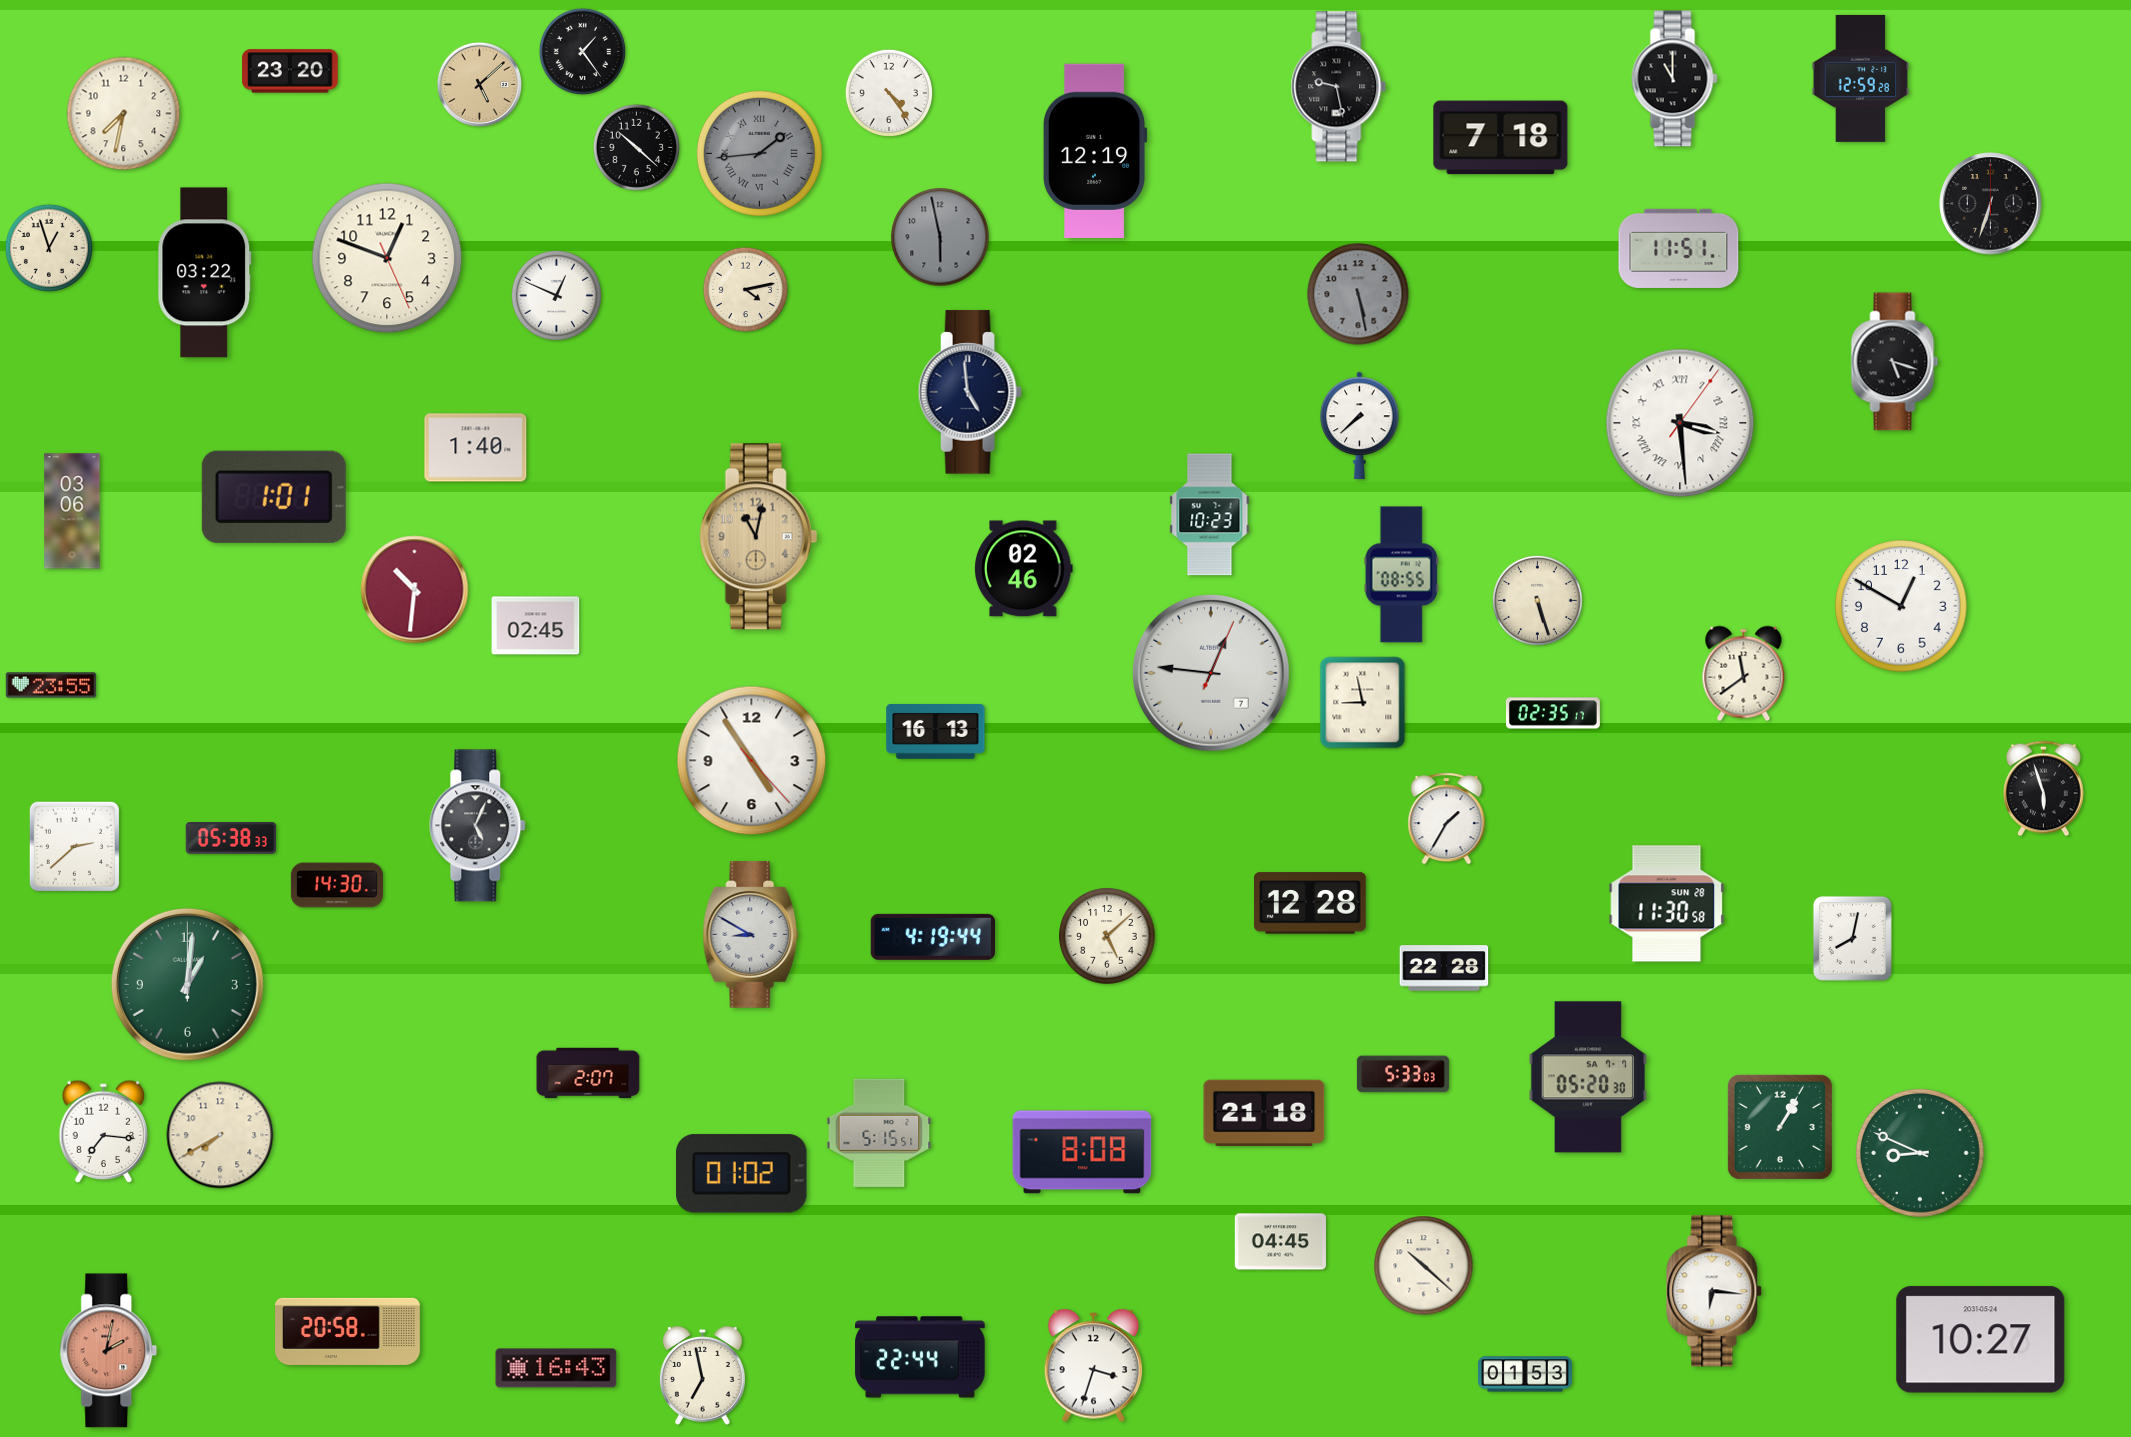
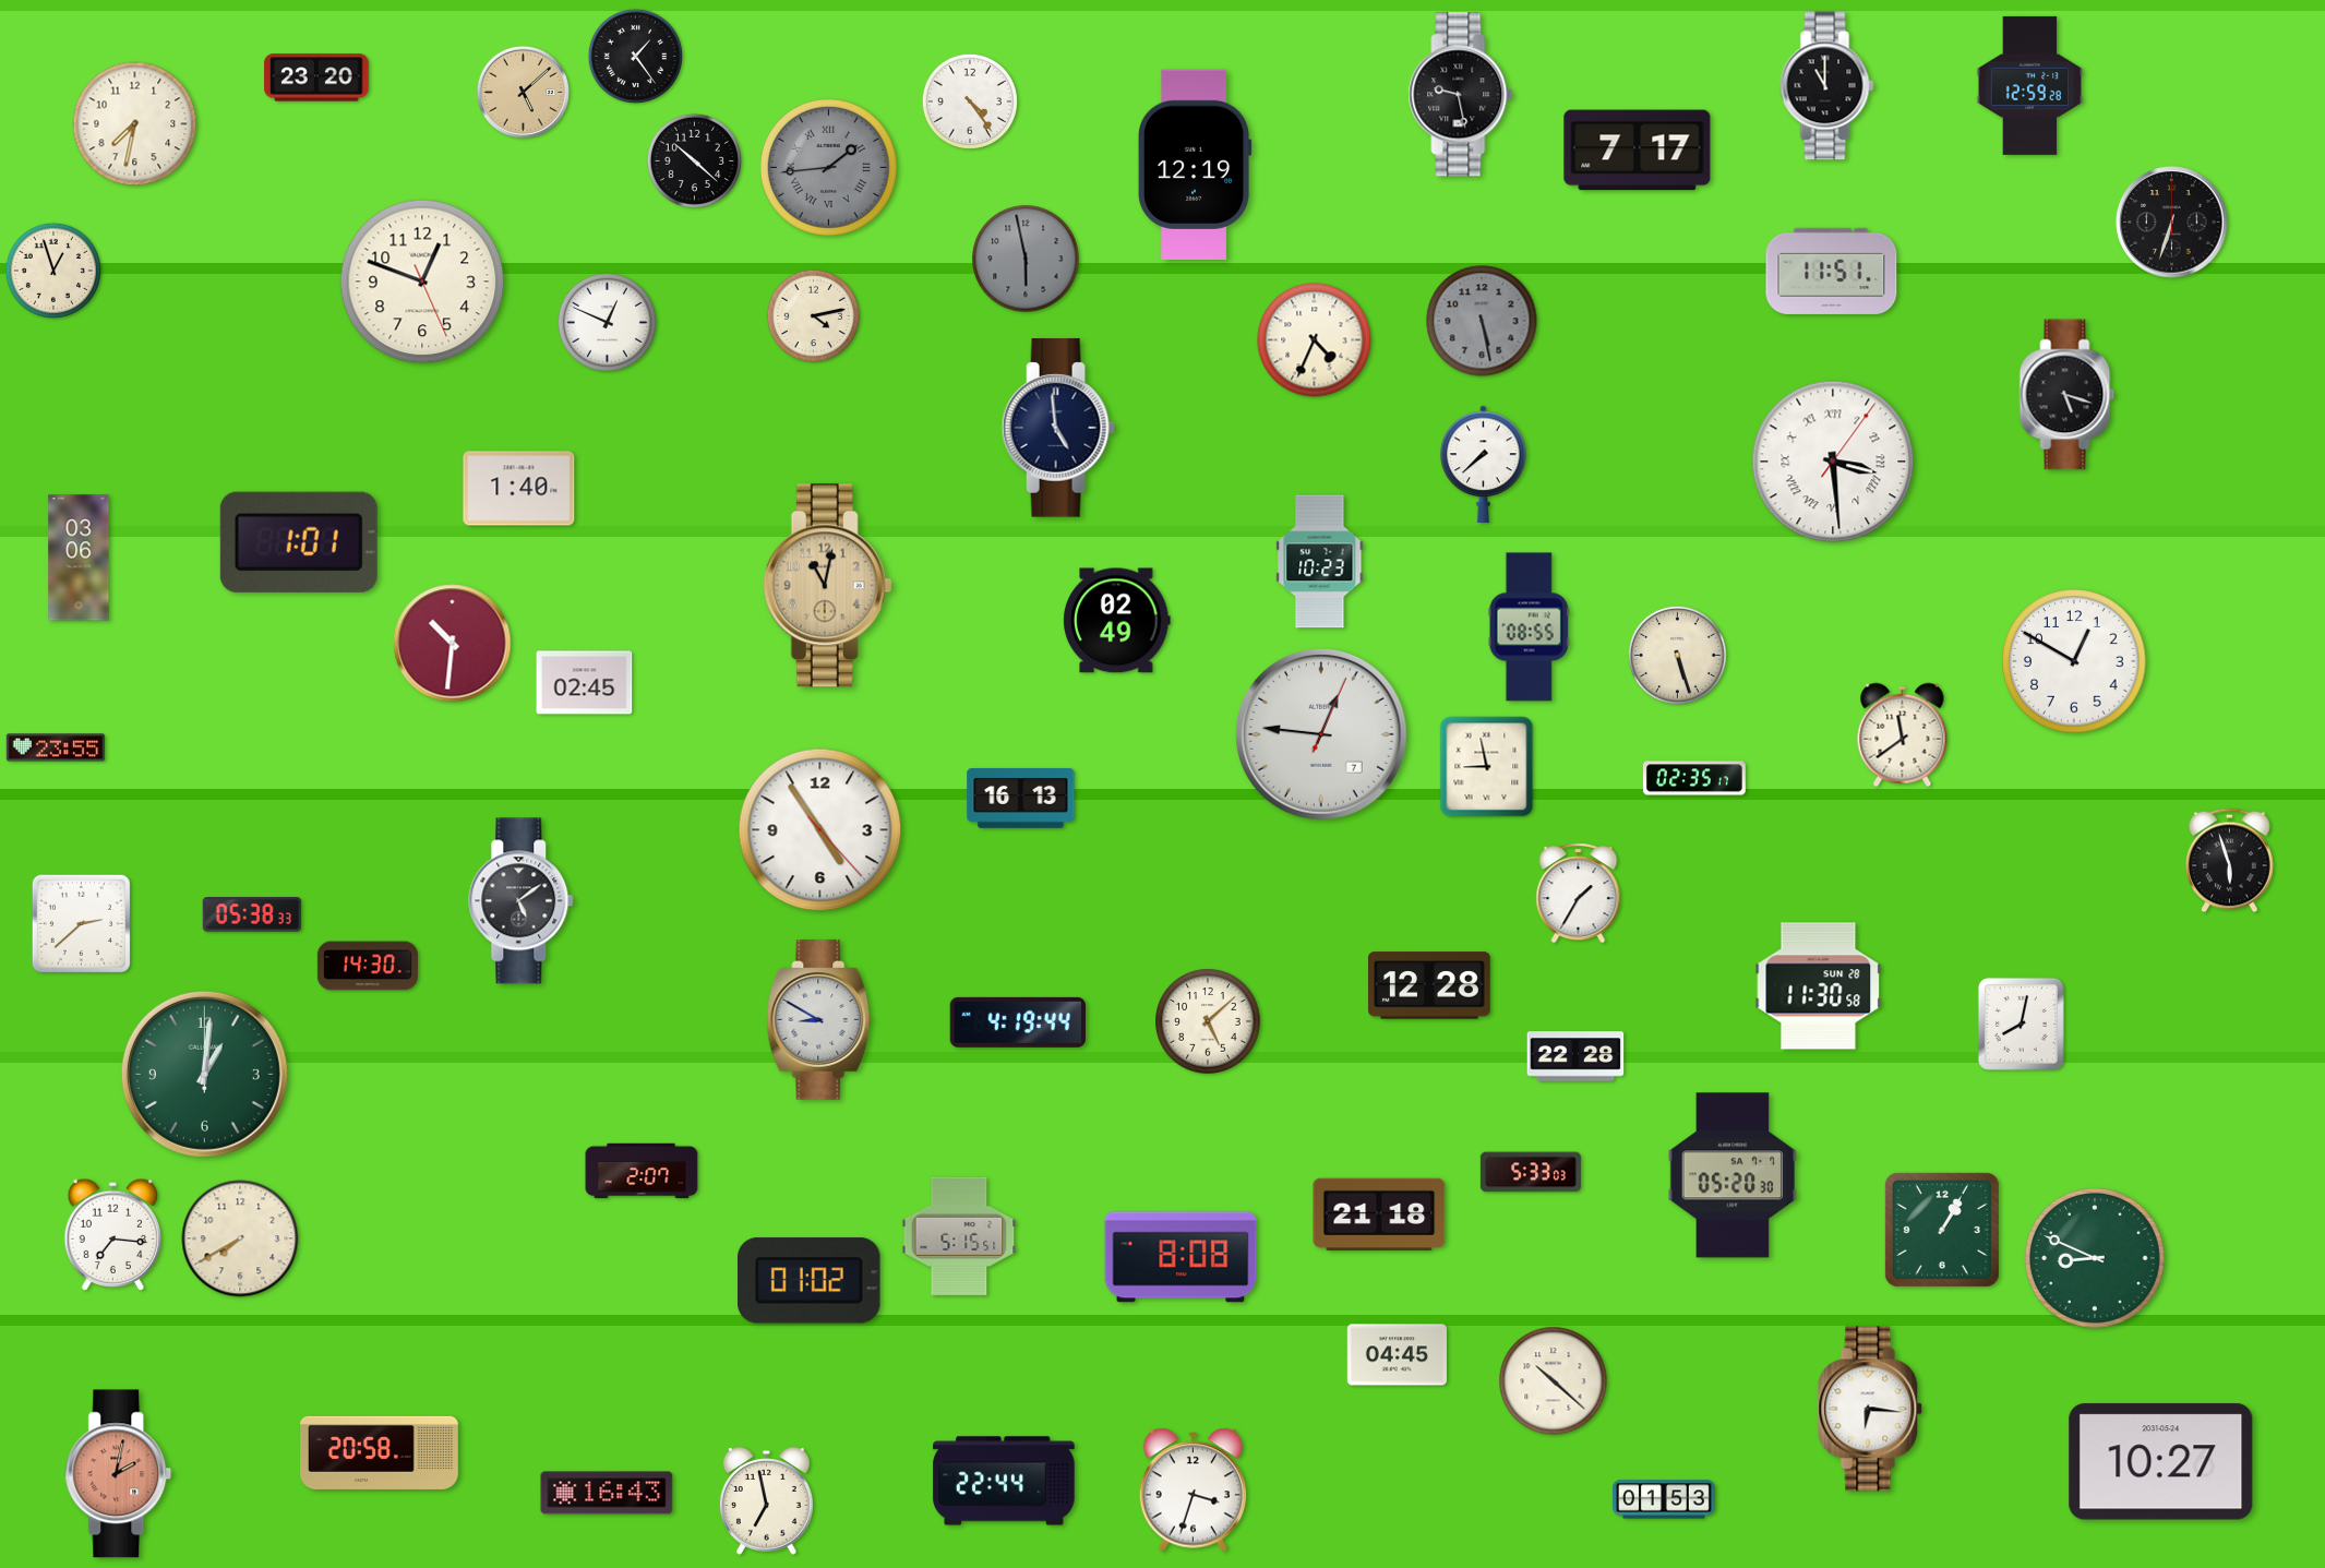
clock at (1501, 138): 7:18 -> 7:17
clock at (205, 273): 03:22 -> none
clock at (1315, 340): none -> 4:34
clock at (1024, 569): 02:46 -> 02:49
clock at (478, 826): 5:04 -> 5:09
